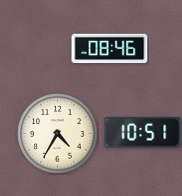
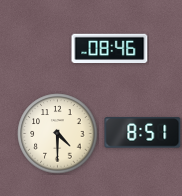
clock at (143, 133): 10:51 -> 8:51
clock at (58, 134): 4:35 -> 4:30
